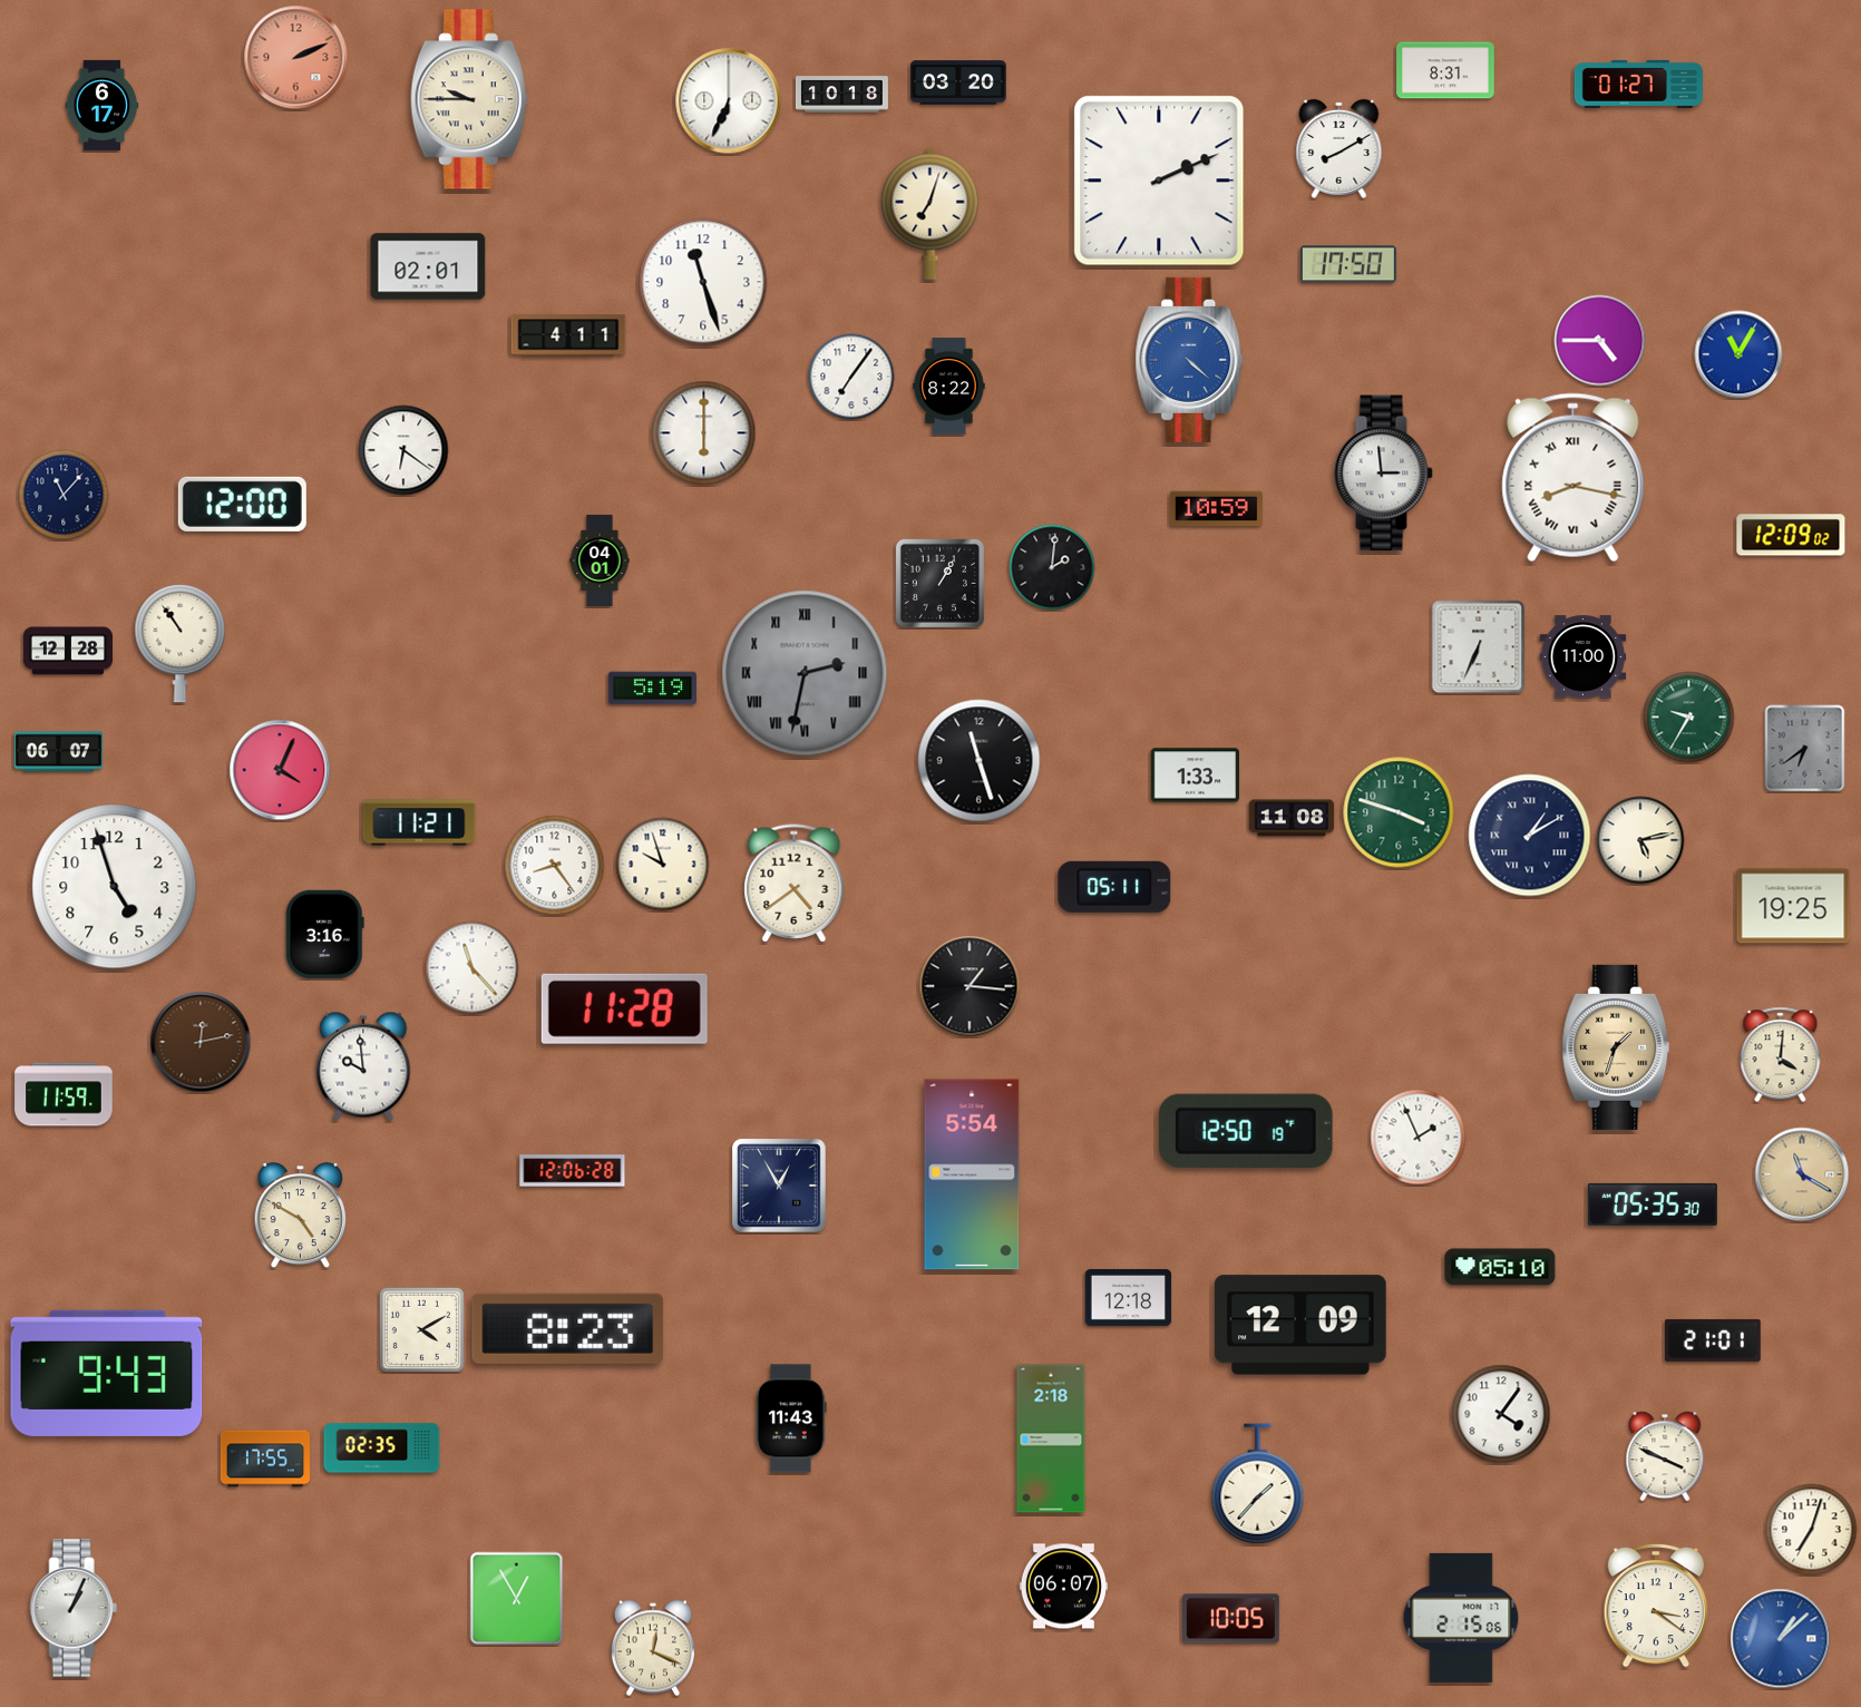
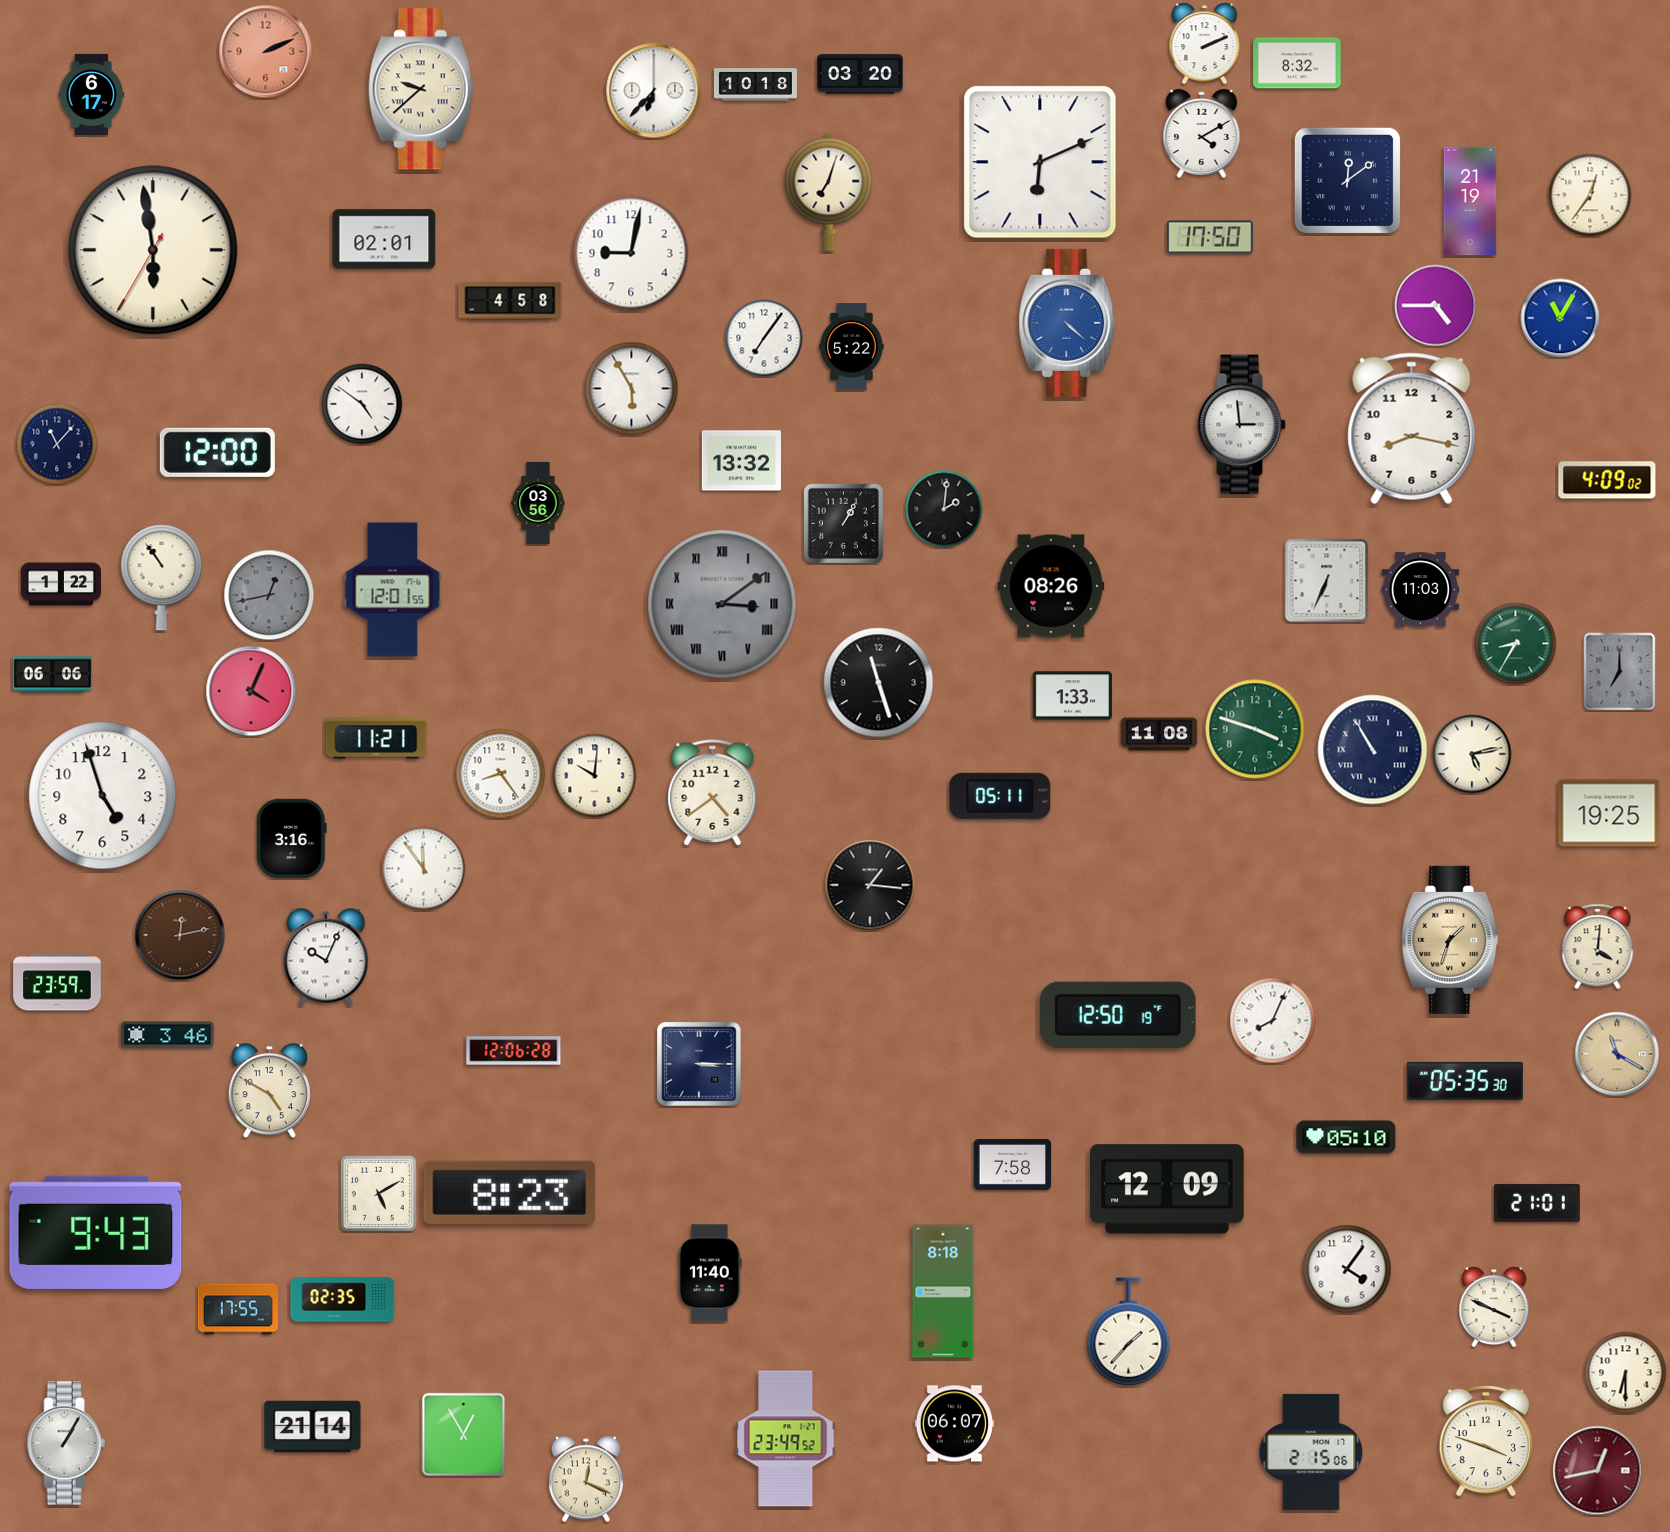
clock at (1205, 44): none -> 2:11
clock at (1445, 70): 8:31 -> 8:32
clock at (1638, 84): 01:27 -> none
clock at (469, 99): 9:45 -> 9:38
clock at (729, 101): 6:34 -> 6:37
clock at (1339, 148): 8:10 -> 4:10
clock at (1159, 181): 2:11 -> 6:11
clock at (1347, 180): none -> 12:09
clock at (930, 213) position: (930, 213) -> (829, 191)
clock at (1590, 195): none -> 12:36
clock at (1470, 201): none -> 21:19
clock at (153, 250): none -> 5:58
clock at (703, 282): 11:27 -> 9:02
clock at (568, 335): 4:11 -> 4:58
clock at (949, 387): 8:22 -> 5:22
clock at (704, 433): 6:00 -> 5:55
clock at (403, 450): 6:21 -> 4:51
clock at (1573, 478) numerals: Roman -> Arabic
clock at (1216, 509): 10:59 -> none
clock at (741, 461): none -> 13:32
clock at (1791, 535): 12:09 -> 4:09
clock at (600, 560): 04:01 -> 03:56
clock at (67, 651): 12:28 -> 1:22
clock at (1051, 586): none -> 08:26
clock at (393, 590): none -> 12:01
clock at (1584, 657): 11:00 -> 11:03
clock at (269, 595): none -> 12:43
clock at (805, 673): 2:32 -> 3:09
clock at (652, 689): 5:19 -> none
clock at (1689, 718): 9:35 -> 8:35
clock at (1805, 749): 6:39 -> 7:00
clock at (58, 752): 06:07 -> 06:06
clock at (1530, 836): 1:10 -> 10:55
clock at (663, 865): 9:57 -> 10:01
clock at (555, 866) position: (555, 866) -> (501, 774)
clock at (472, 968): 11:23 -> 11:54
clock at (624, 1008): 11:28 -> none
clock at (363, 1066): 9:59 -> 10:04
clock at (64, 1094): 11:59 -> 23:59
clock at (1419, 1138): 1:56 -> 8:04
clock at (168, 1035): none -> 3:46
clock at (972, 1174): 5:54 -> none
clock at (779, 1186): 12:55 -> 3:15
clock at (1653, 1204) position: (1653, 1204) -> (1465, 1081)
clock at (1129, 1297): 12:18 -> 7:58
clock at (421, 1329): 4:10 -> 5:10
clock at (791, 1418): 11:43 -> 11:40
clock at (1051, 1438): 2:18 -> 8:18
clock at (1812, 1530): 7:03 -> 6:30
clock at (313, 1427): none -> 21:14
clock at (786, 1439): none -> 23:49
clock at (1656, 1606): 3:21 -> 3:48
clock at (74, 1608): 1:04 -> 1:05
clock at (1231, 1619): 10:05 -> none
clock at (1781, 1639): 1:08 -> 12:43
clock at (1781, 1639) dial: blue -> burgundy
